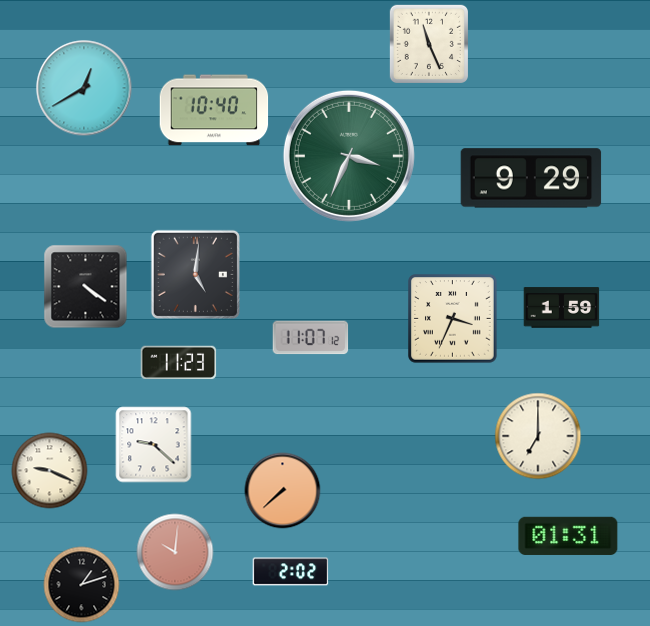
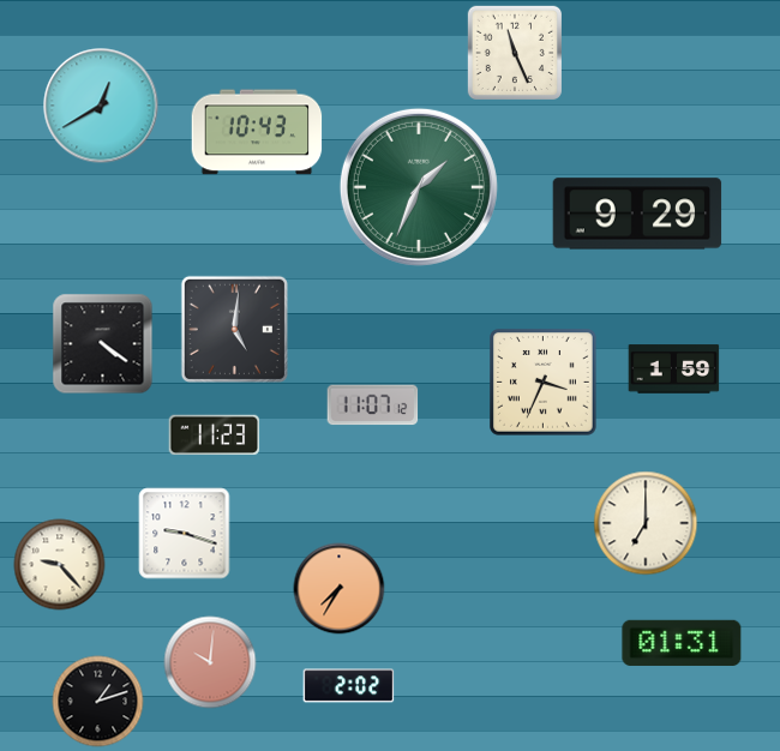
clock at (214, 110): 10:40 -> 10:43
clock at (349, 156): 3:34 -> 1:34
clock at (154, 445): 9:22 -> 9:18
clock at (50, 471): 9:19 -> 9:23
clock at (283, 491): 7:38 -> 7:35
